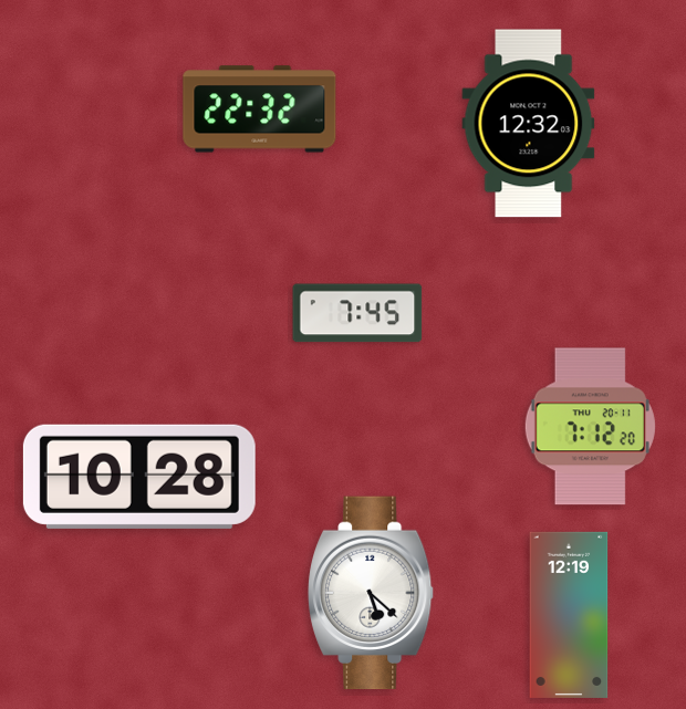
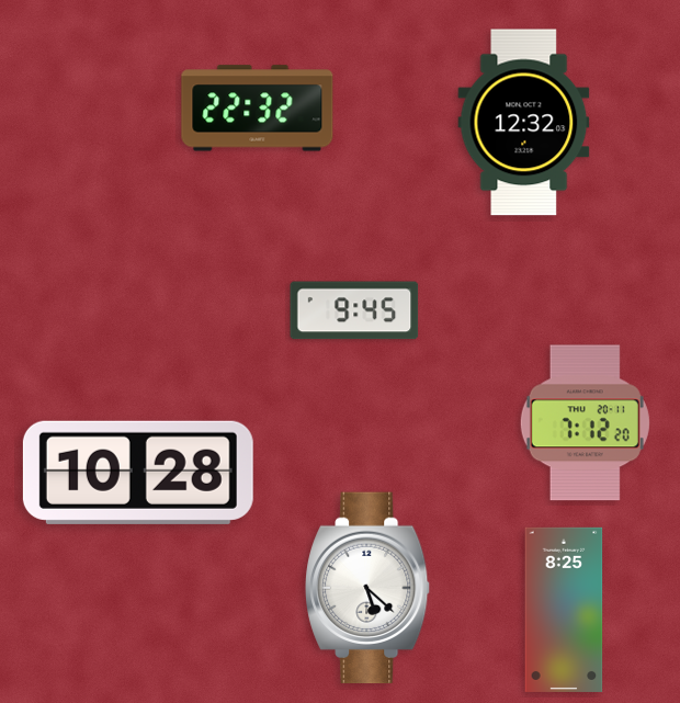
clock at (357, 313): 7:45 -> 9:45
clock at (569, 615): 12:19 -> 8:25
